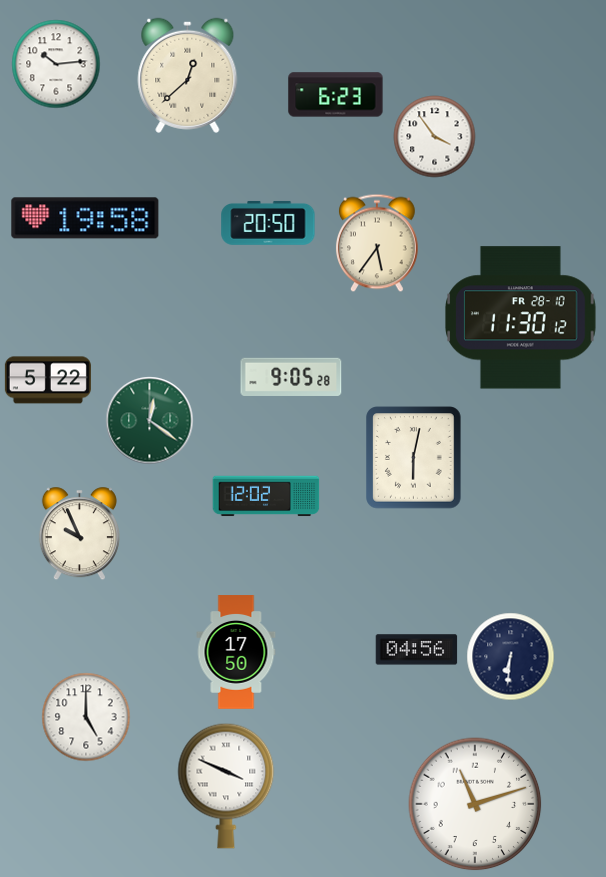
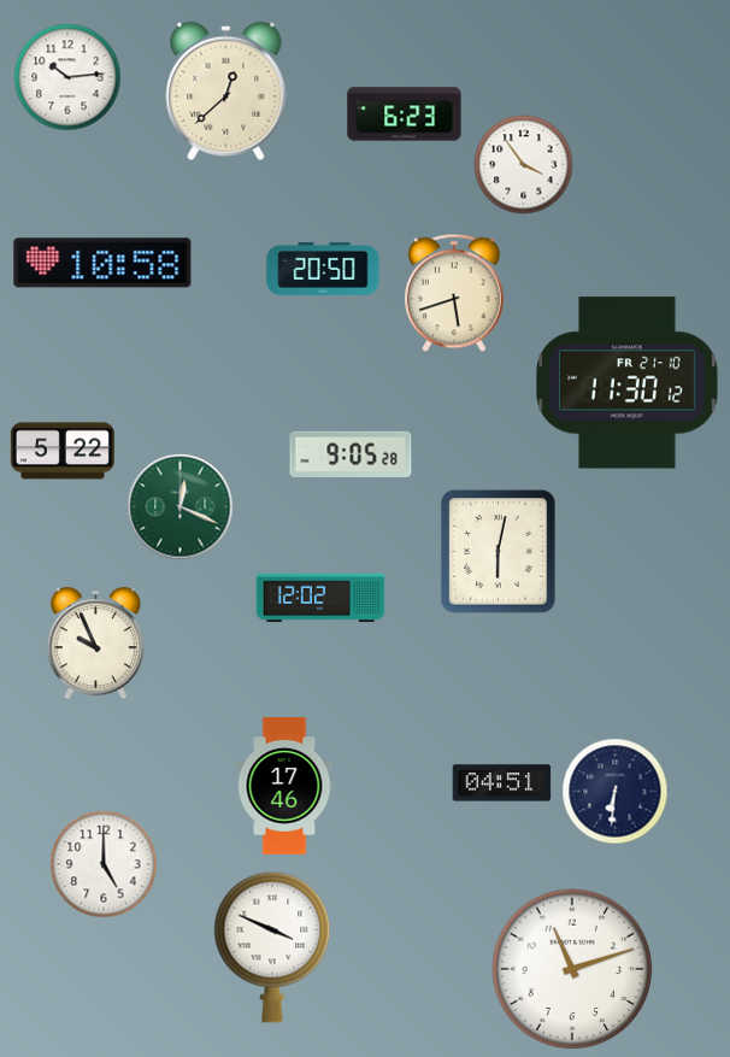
clock at (85, 218): 19:58 -> 10:58
clock at (377, 243): 5:36 -> 5:42
clock at (521, 318) date: FR 28-10 -> FR 21-10
clock at (48, 380) position: (48, 380) -> (63, 451)
clock at (150, 421): 12:21 -> 12:19
clock at (417, 650): 04:56 -> 04:51
clock at (236, 652): 17:50 -> 17:46
